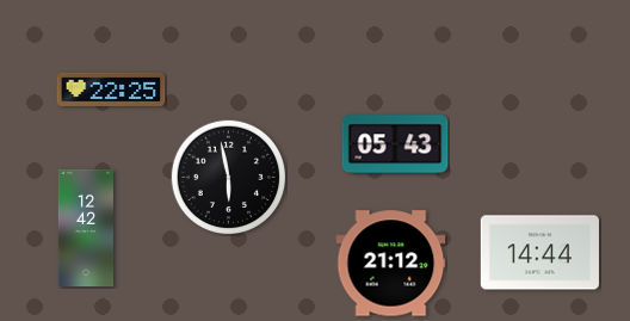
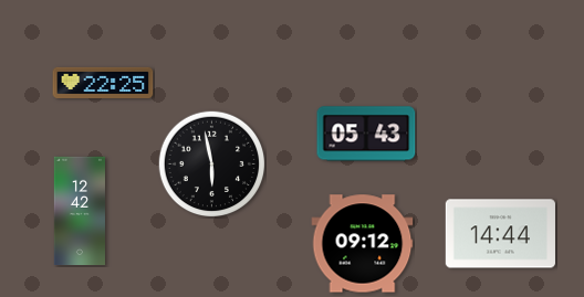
clock at (391, 264): 21:12 -> 09:12
